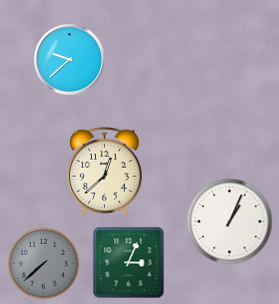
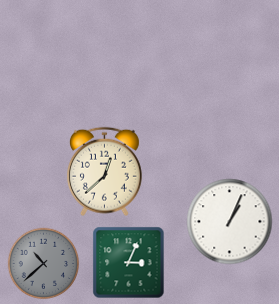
clock at (70, 60): 9:38 -> none
clock at (44, 264): 7:38 -> 10:38
